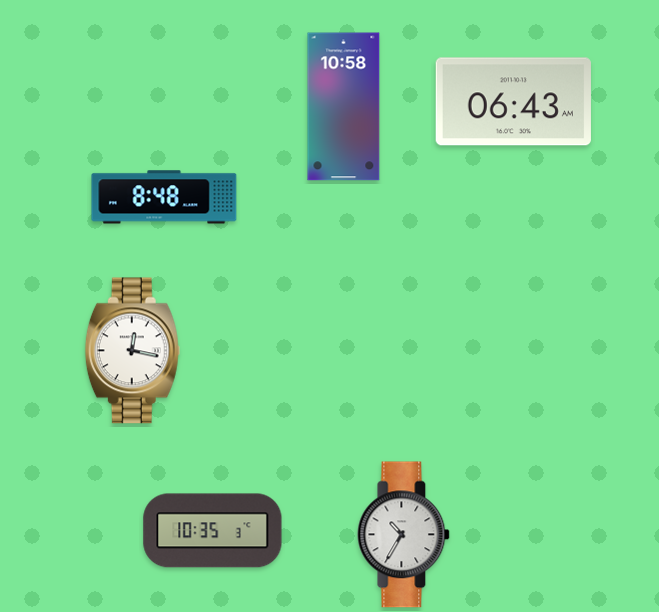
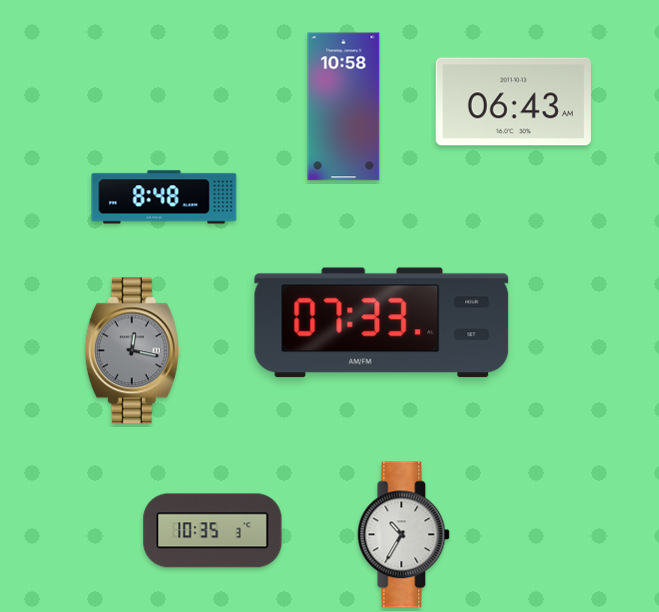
clock at (382, 323): none -> 07:33
clock at (132, 351) dial: white -> grey
